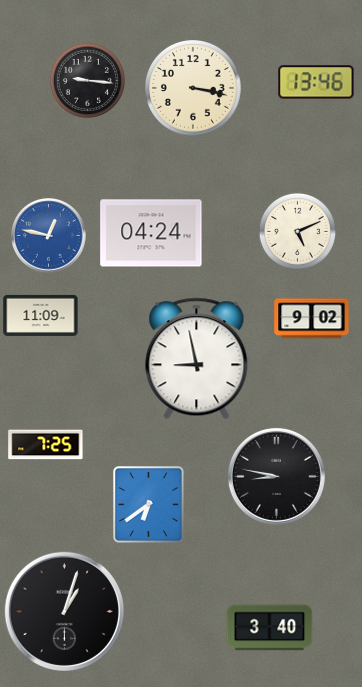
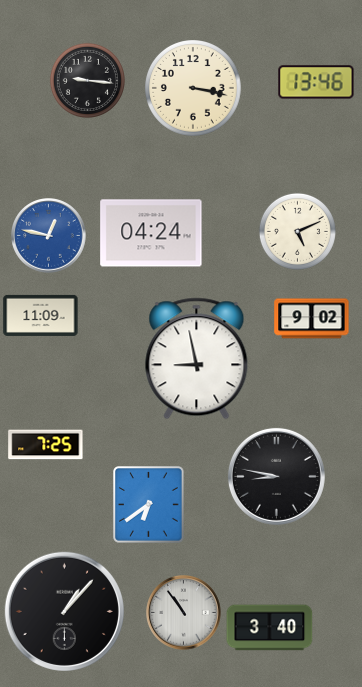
clock at (64, 611): 1:03 -> 1:07
clock at (184, 613): none -> 10:54
